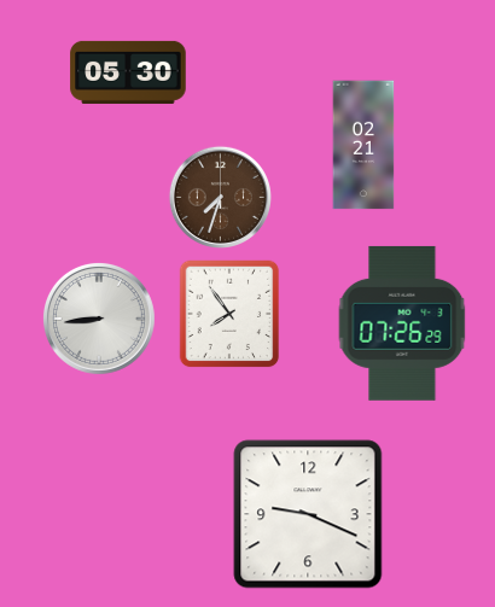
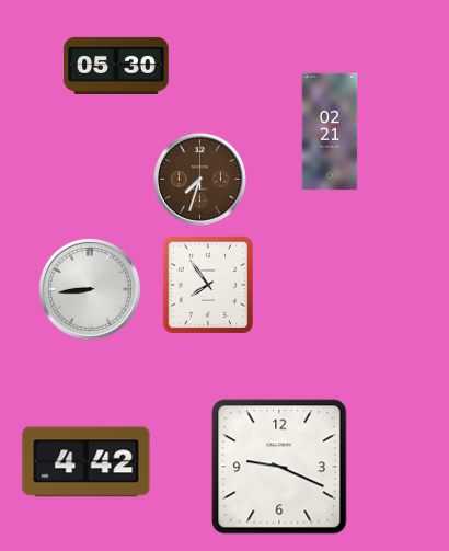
clock at (402, 323): 07:26 -> none
clock at (87, 462): none -> 4:42
